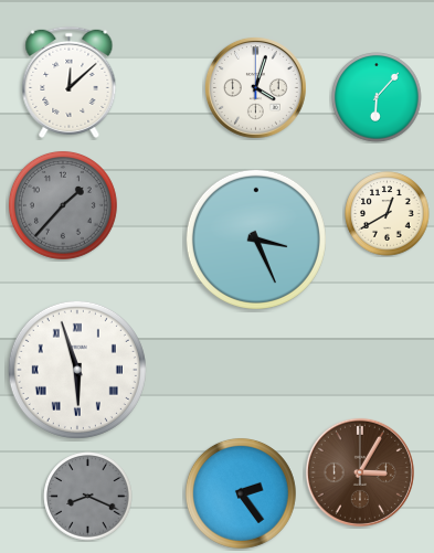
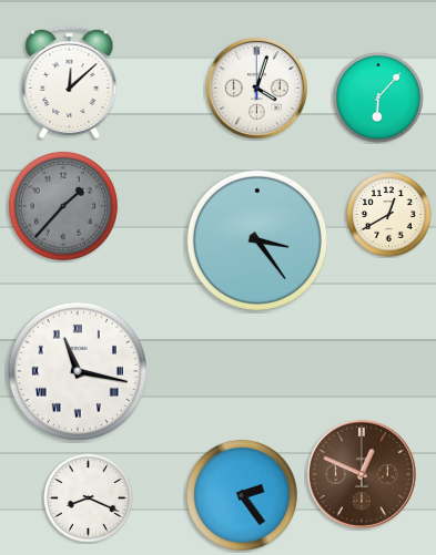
clock at (256, 240): 3:26 -> 3:24
clock at (77, 370): 5:57 -> 11:17
clock at (360, 472): 3:05 -> 12:49
clock at (88, 497) dial: grey -> white
